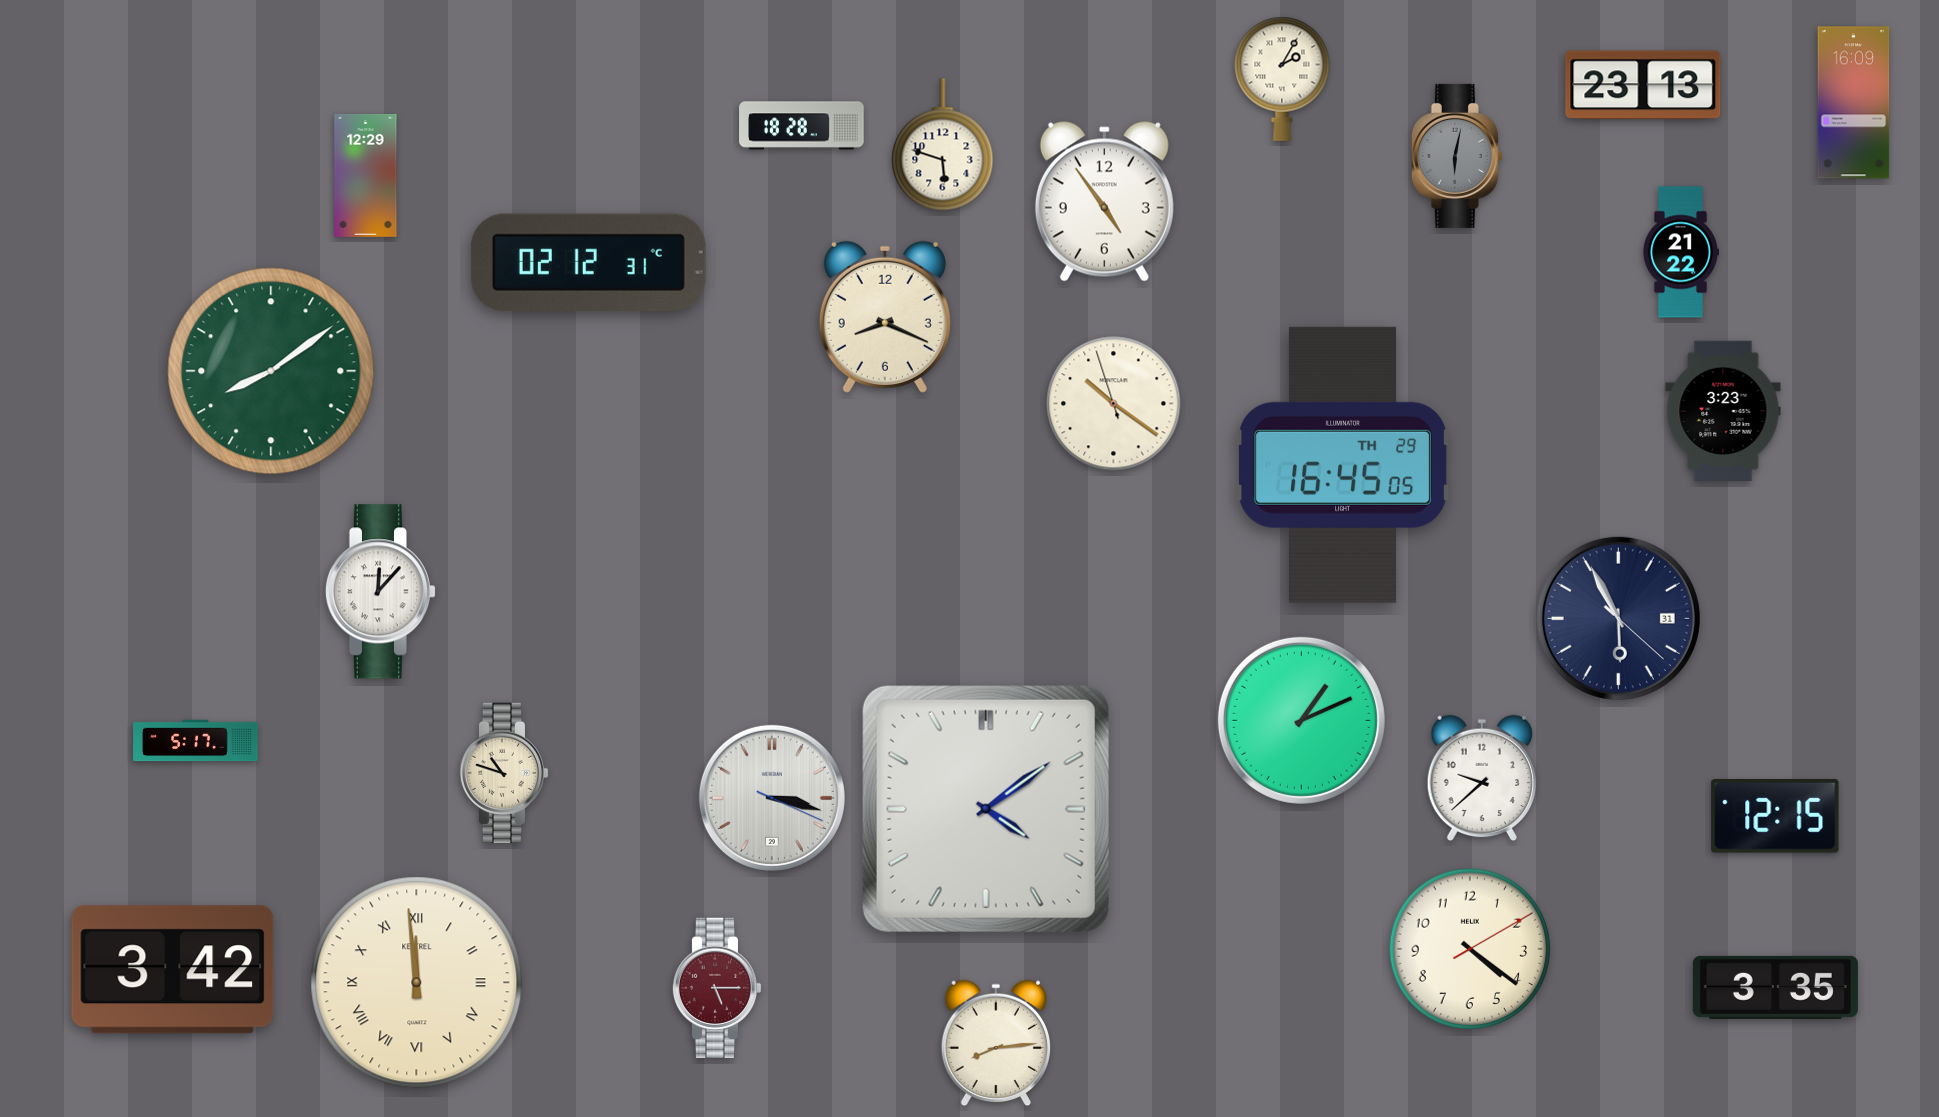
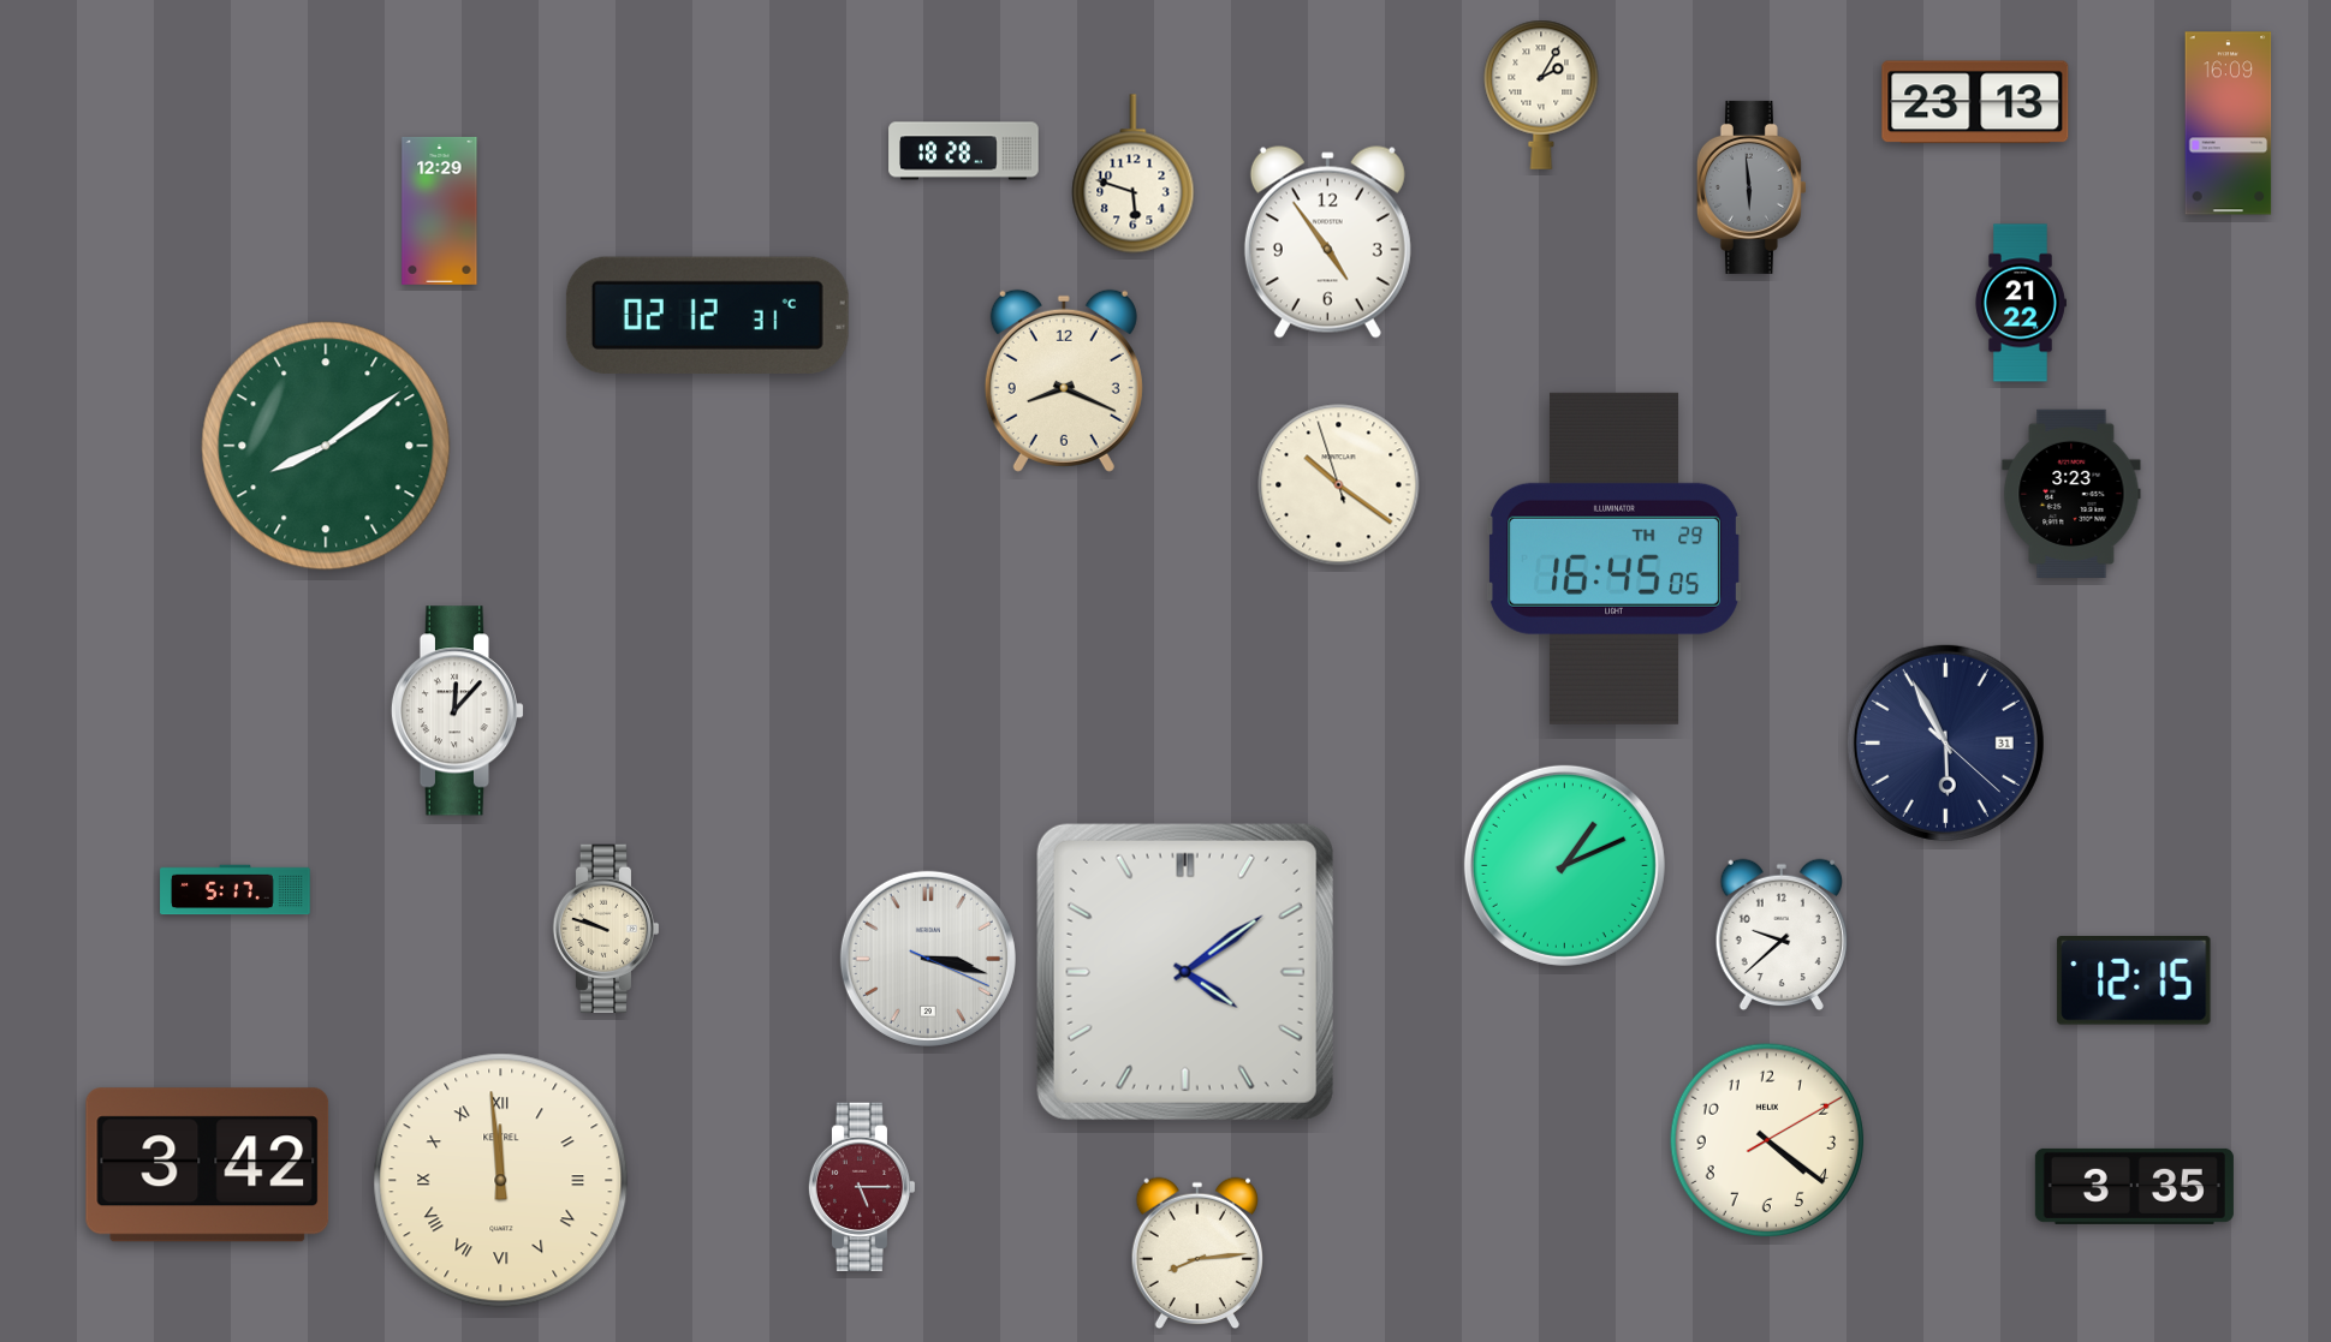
clock at (1457, 156): 6:02 -> 5:59
clock at (504, 772): 10:48 -> 9:48
